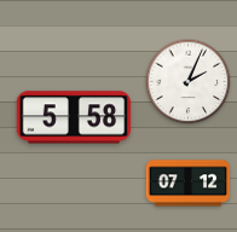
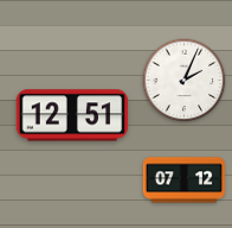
clock at (74, 117): 5:58 -> 12:51
